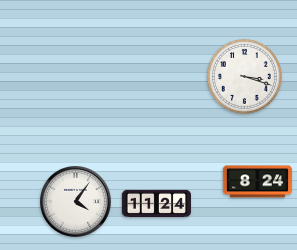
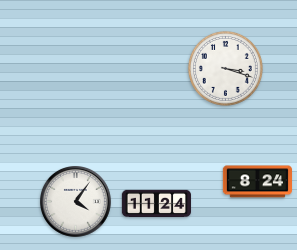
clock at (244, 76) position: (244, 76) -> (225, 68)
